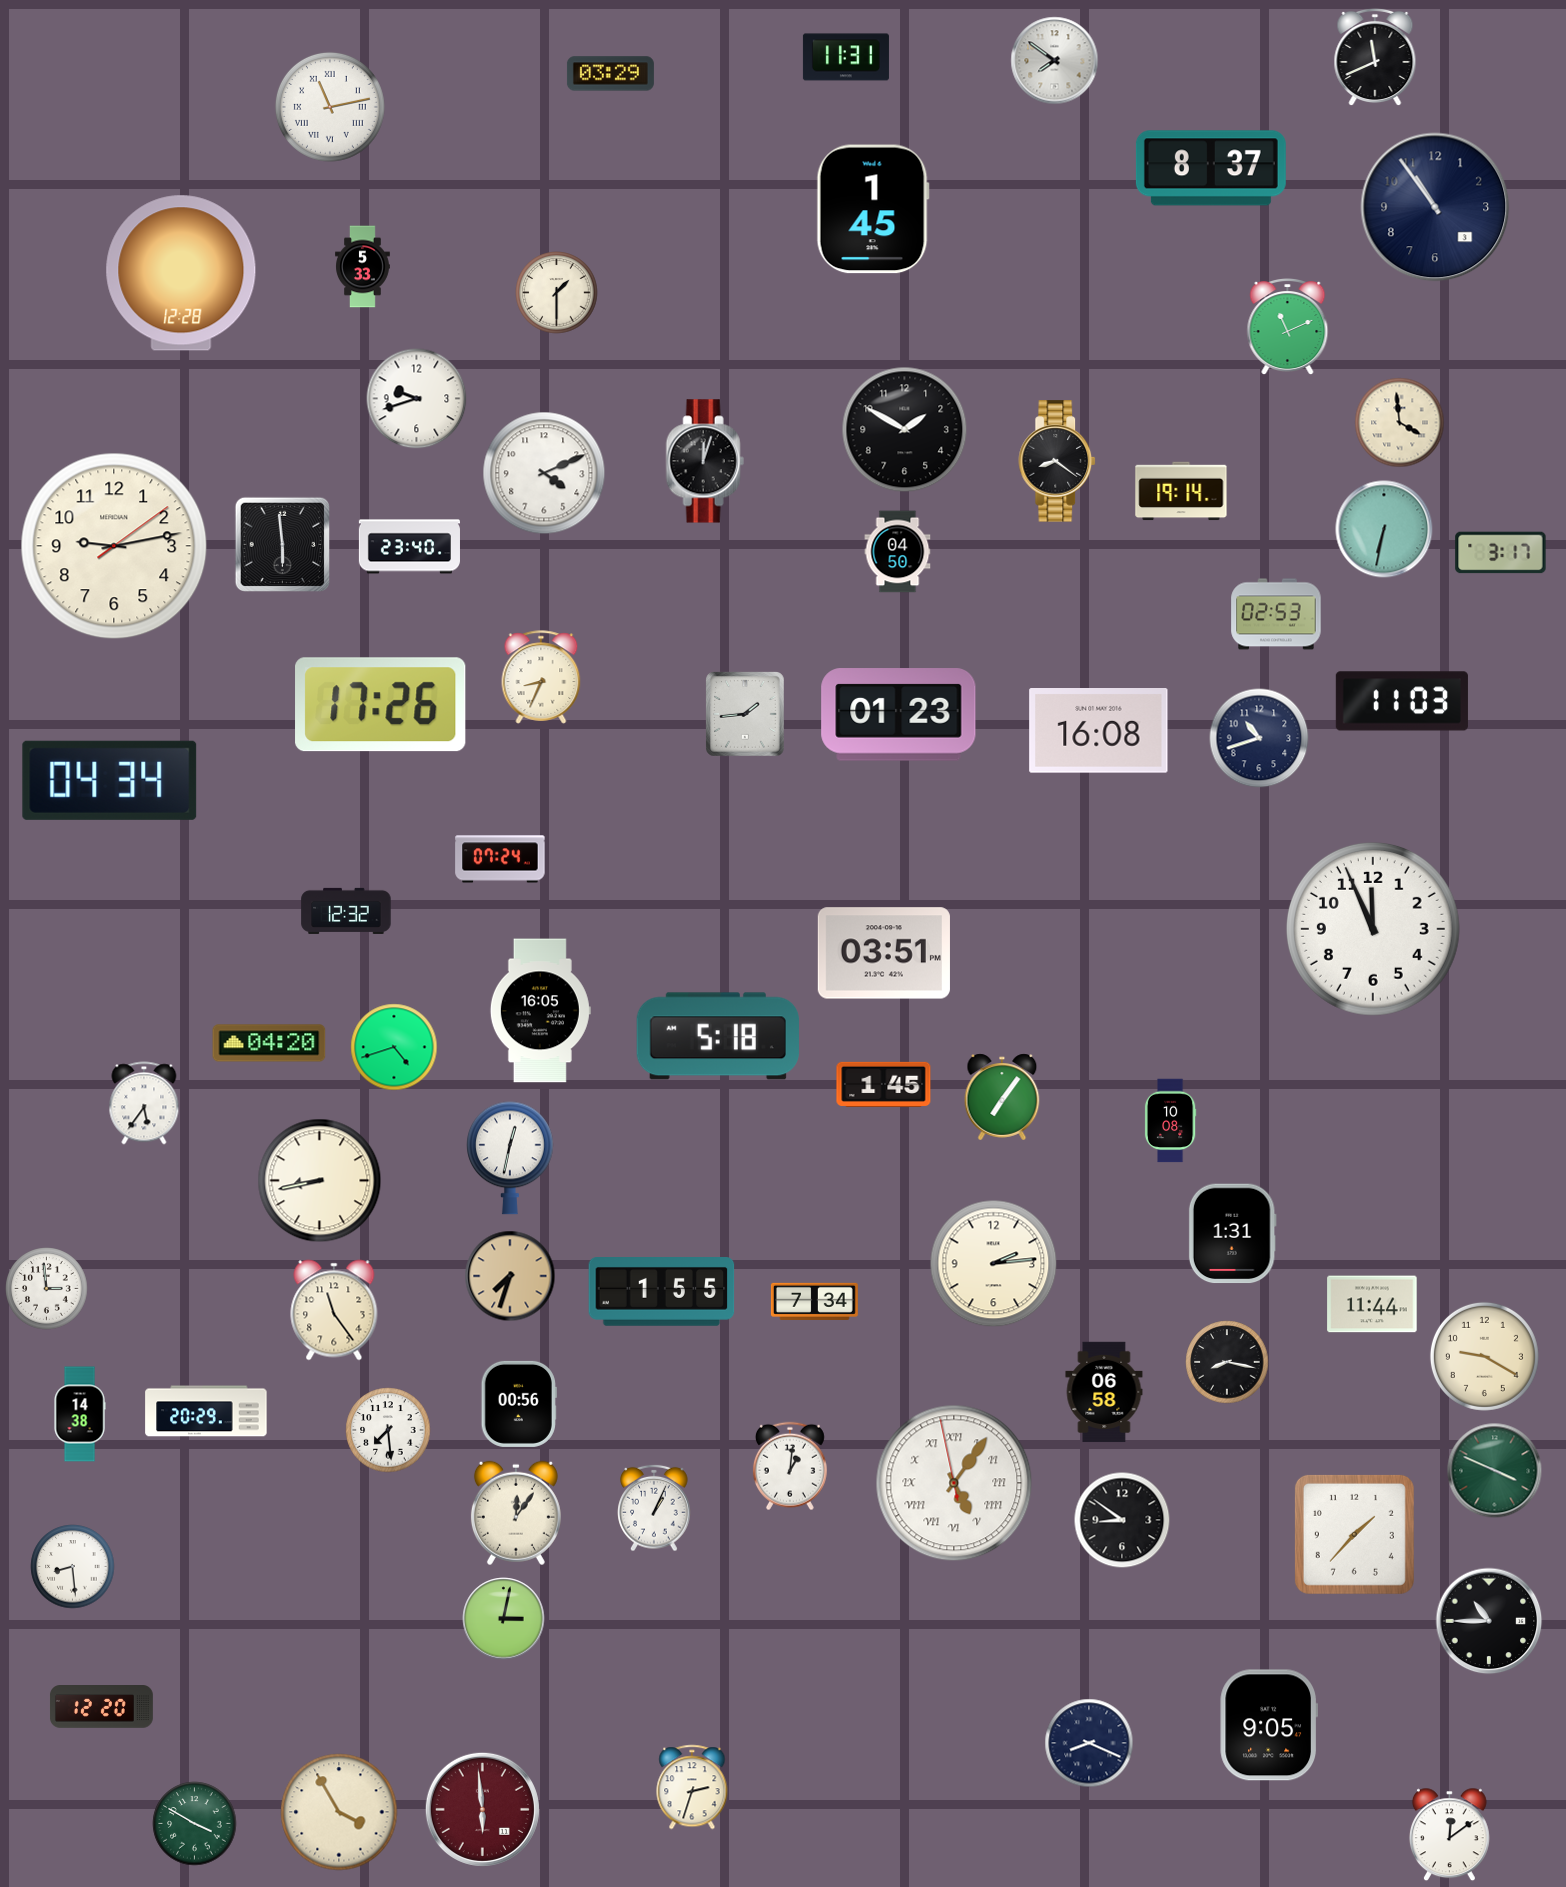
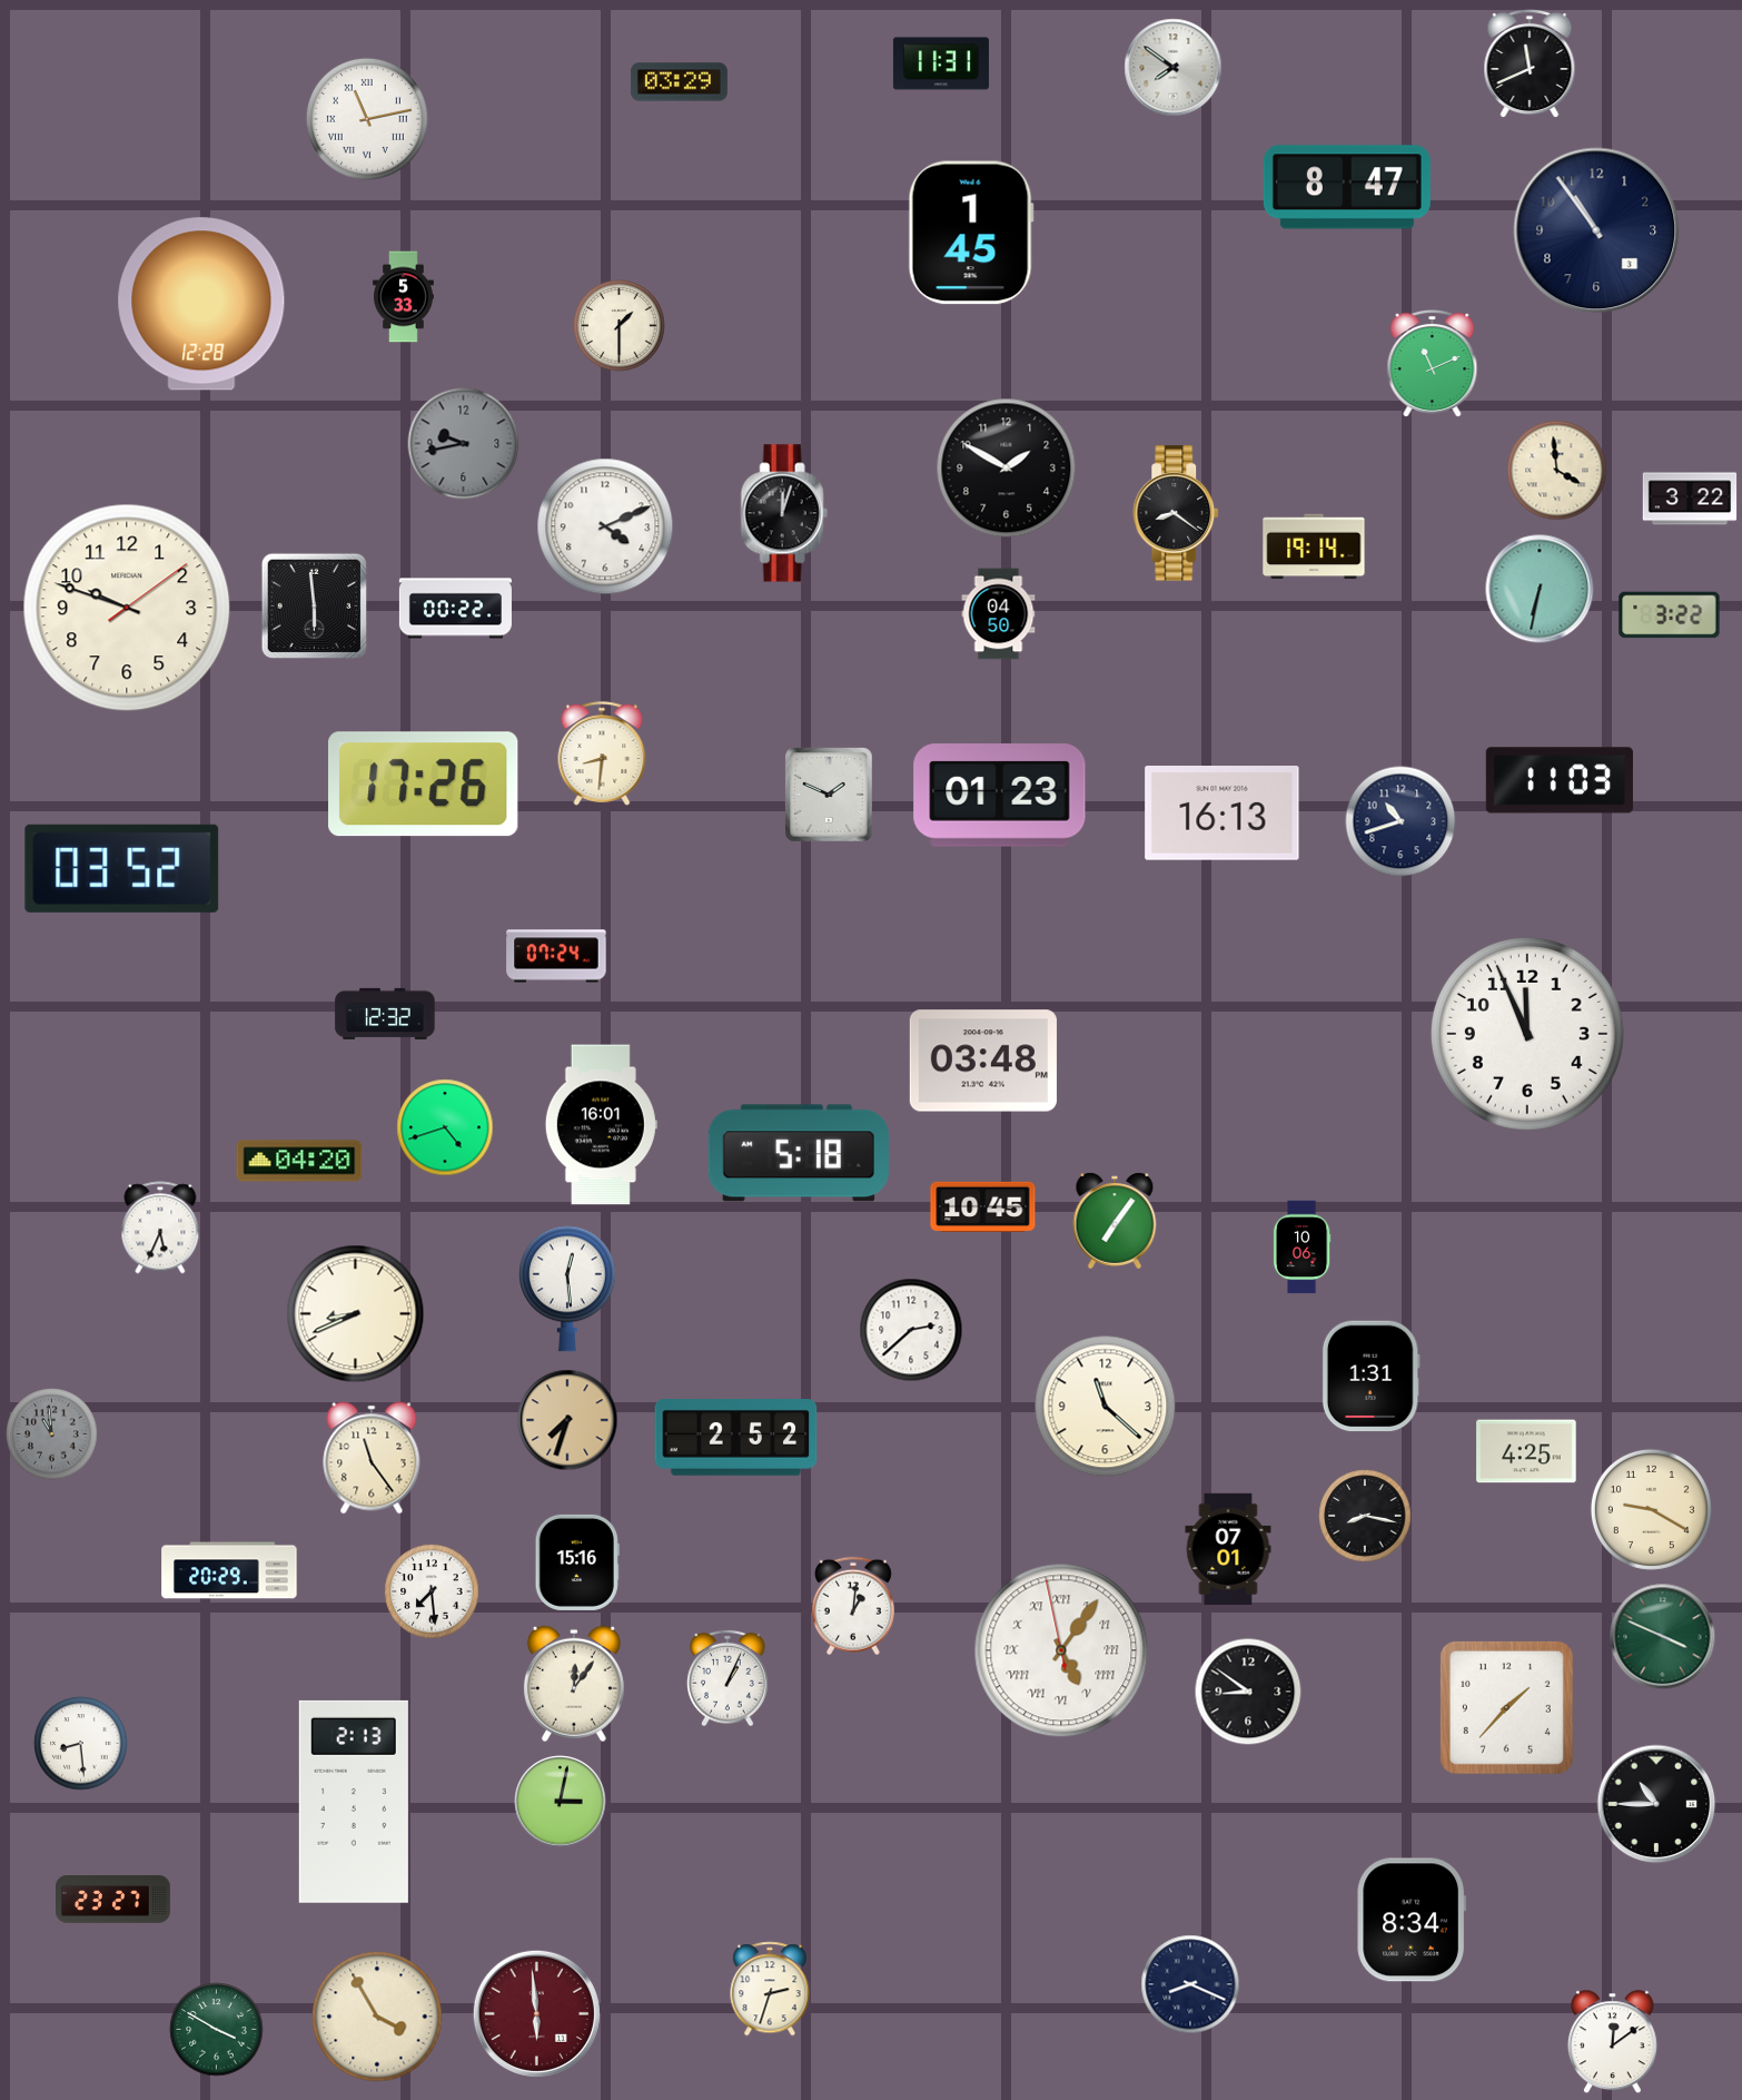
clock at (1211, 168): 8:37 -> 8:47
clock at (417, 399): 9:42 -> 9:43
clock at (417, 399) dial: white -> grey
clock at (905, 430) position: (905, 430) -> (1007, 469)
clock at (1690, 499): none -> 3:22
clock at (114, 546): 9:13 -> 9:48
clock at (409, 547): 23:40 -> 00:22
clock at (1501, 553): 3:17 -> 3:22
clock at (1276, 614): 02:53 -> none
clock at (541, 677): 8:34 -> 8:31
clock at (746, 715): 1:44 -> 1:49
clock at (1099, 731): 16:08 -> 16:13
clock at (110, 780): 04:34 -> 03:52
clock at (884, 953): 03:51 -> 03:48
clock at (540, 1011): 16:05 -> 16:01
clock at (394, 1047) position: (394, 1047) -> (445, 1127)
clock at (884, 1084): 1:45 -> 10:45
clock at (144, 1103): 5:36 -> 5:34
clock at (1170, 1121): 10:08 -> 10:06
clock at (511, 1158): 12:32 -> 12:29
clock at (320, 1181): 8:43 -> 8:41
clock at (911, 1330): none -> 2:38
clock at (1232, 1234) position: (1232, 1234) -> (1370, 1377)
clock at (994, 1264): 2:14 -> 11:22
clock at (47, 1289): 2:59 -> 10:59
clock at (47, 1289) dial: white -> grey
clock at (662, 1292): 1:55 -> 2:52
clock at (814, 1301): 7:34 -> none
clock at (1372, 1304): 11:44 -> 4:25
clock at (1104, 1392): 06:58 -> 07:01
clock at (519, 1404): 00:56 -> 15:16
clock at (80, 1414): 14:38 -> none
clock at (790, 1466) position: (790, 1466) -> (853, 1606)
clock at (354, 1802): none -> 2:13
clock at (101, 1707): 12:20 -> 23:27
clock at (1268, 1725): 9:05 -> 8:34
clock at (1089, 1743) position: (1089, 1743) -> (1190, 1984)
